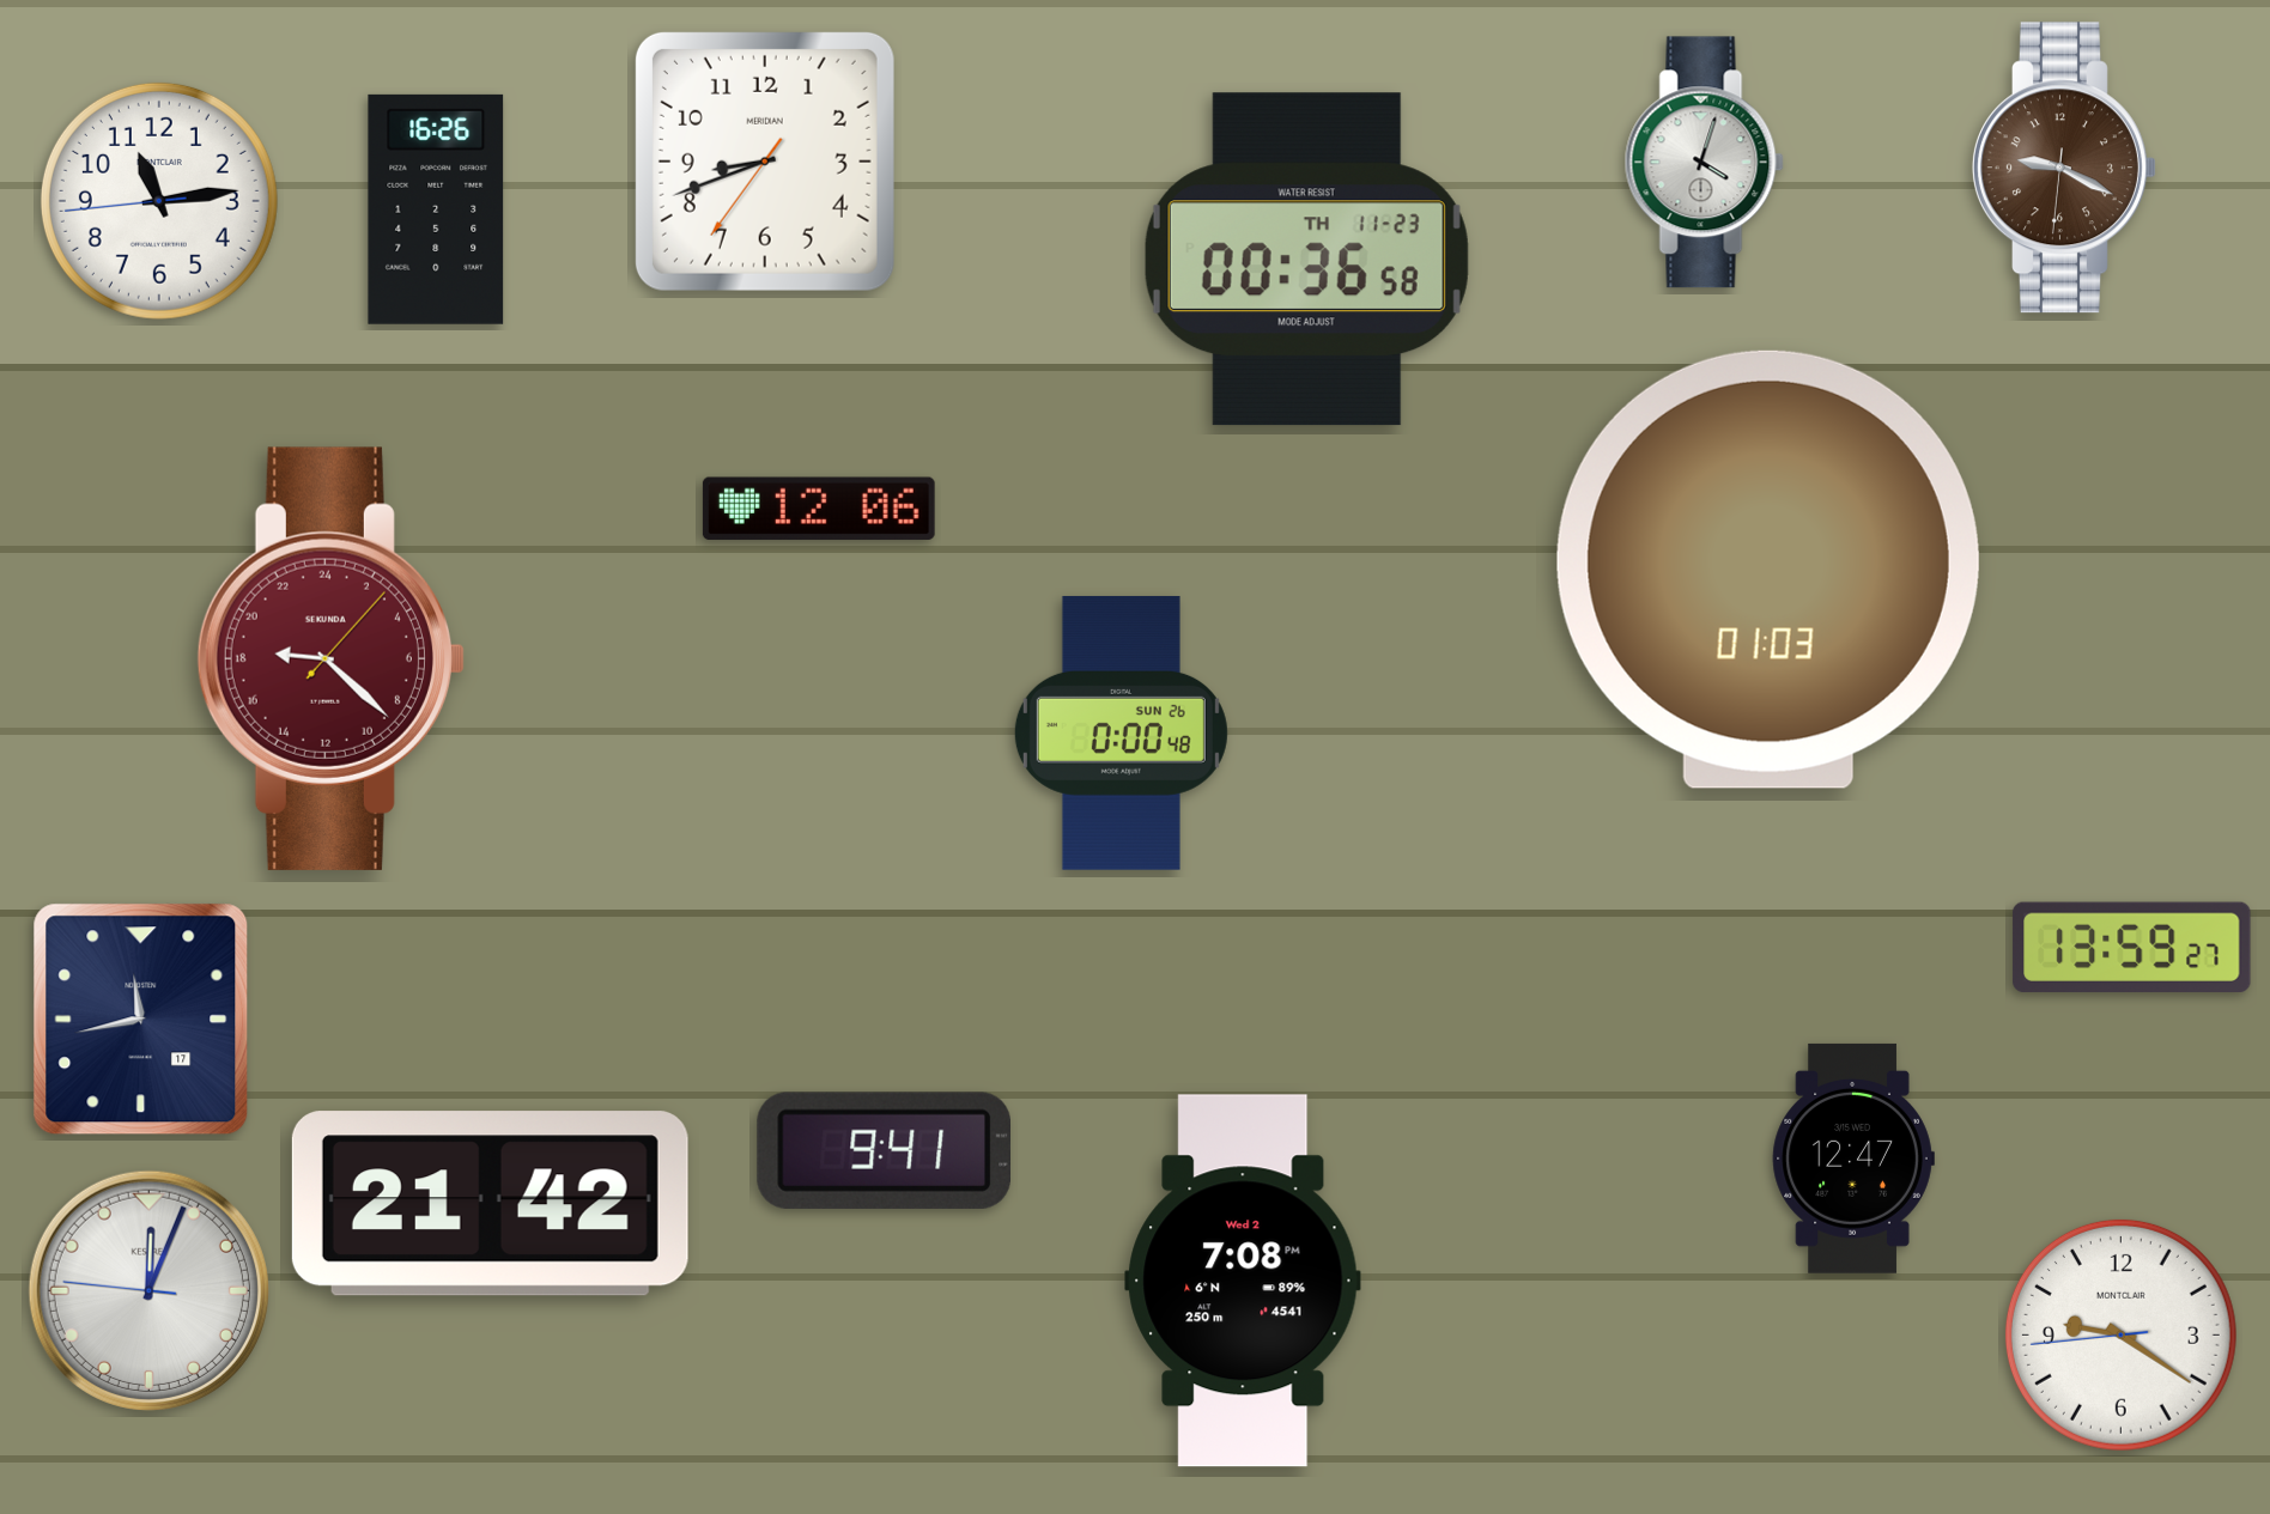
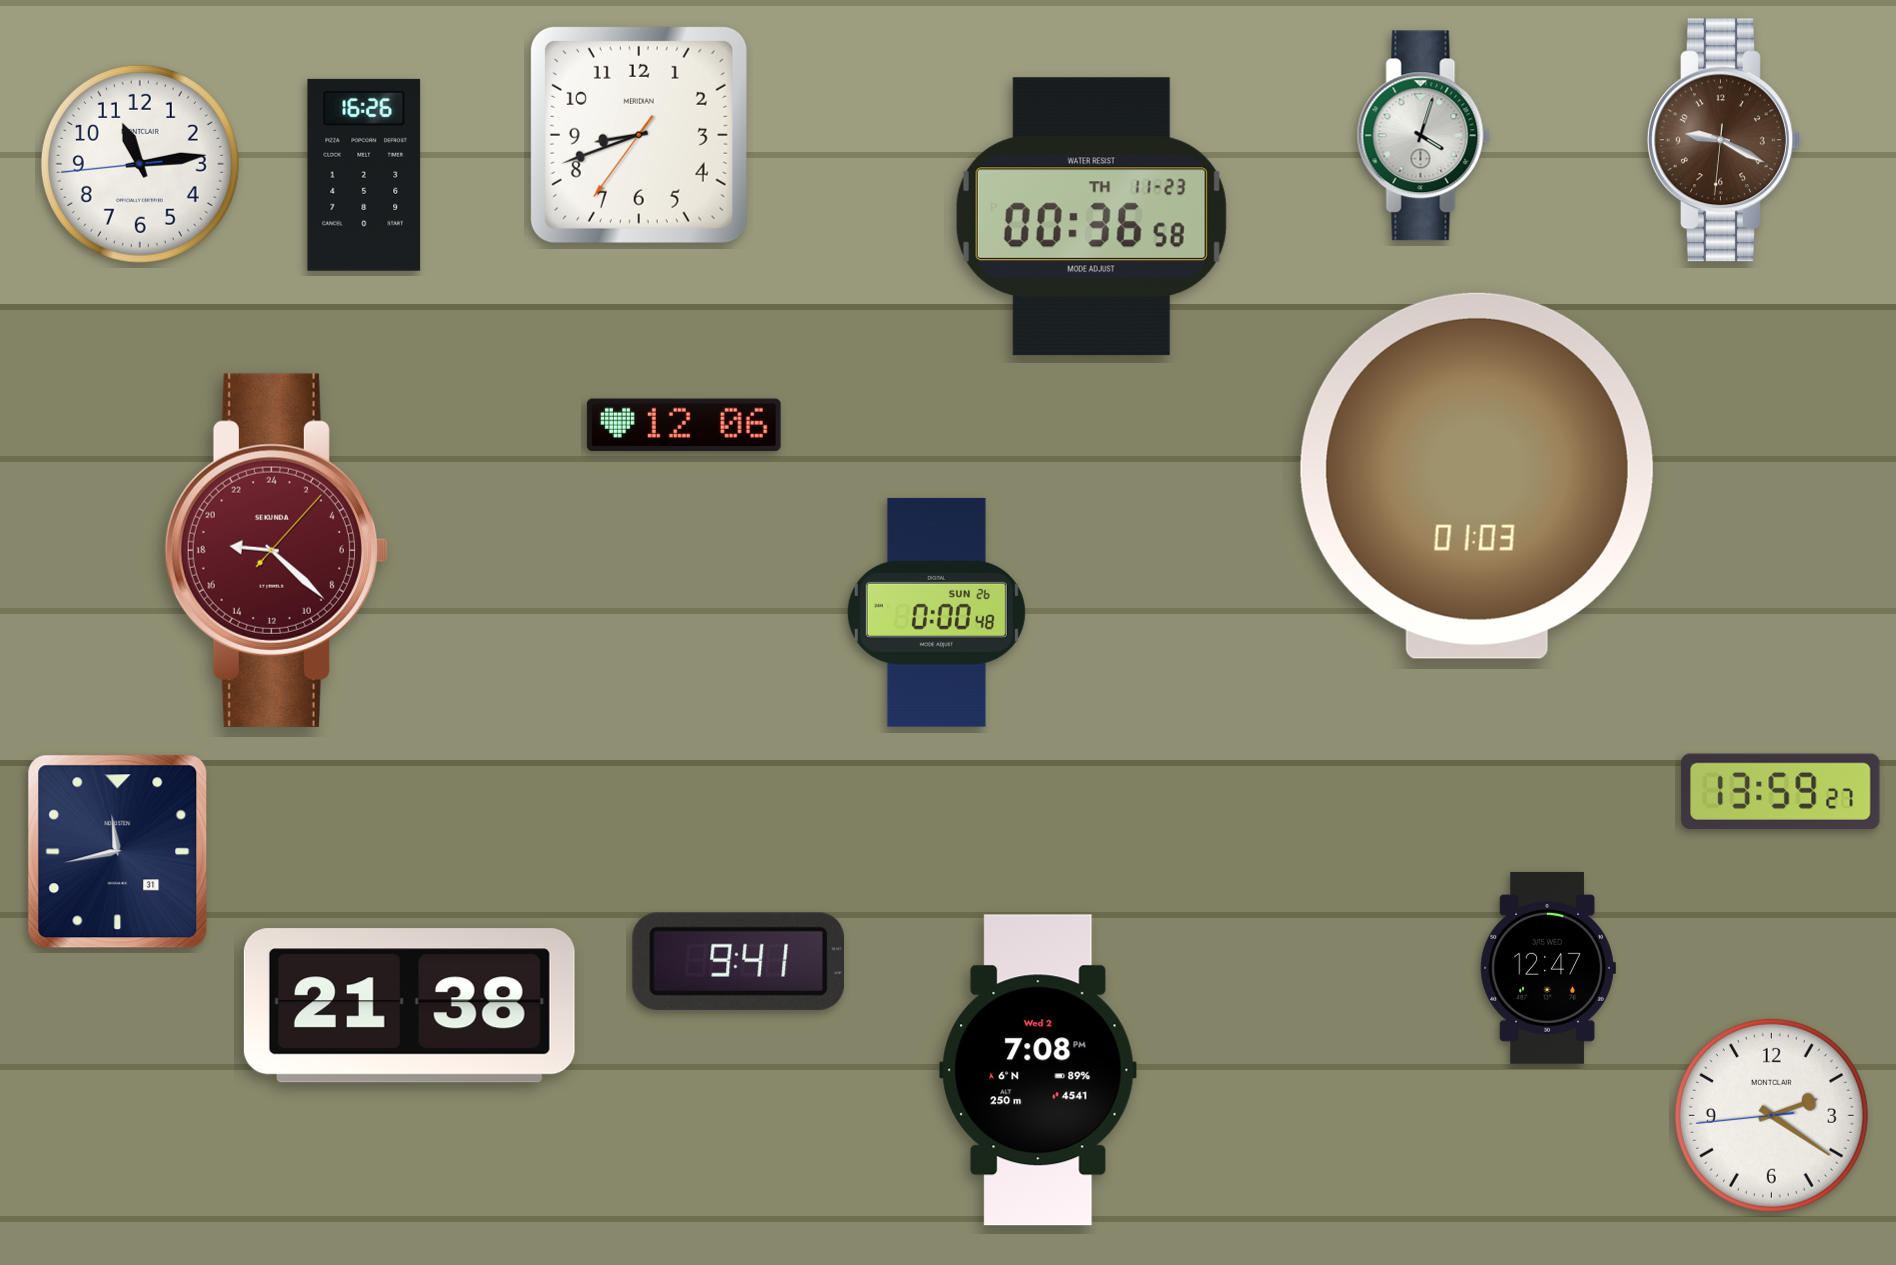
clock at (159, 201) position: (159, 201) -> (140, 164)
clock at (141, 1020) date: 17 -> 31
clock at (490, 1204): 21:42 -> 21:38
clock at (148, 1290): 12:03 -> none
clock at (2120, 1334): 9:20 -> 2:20
